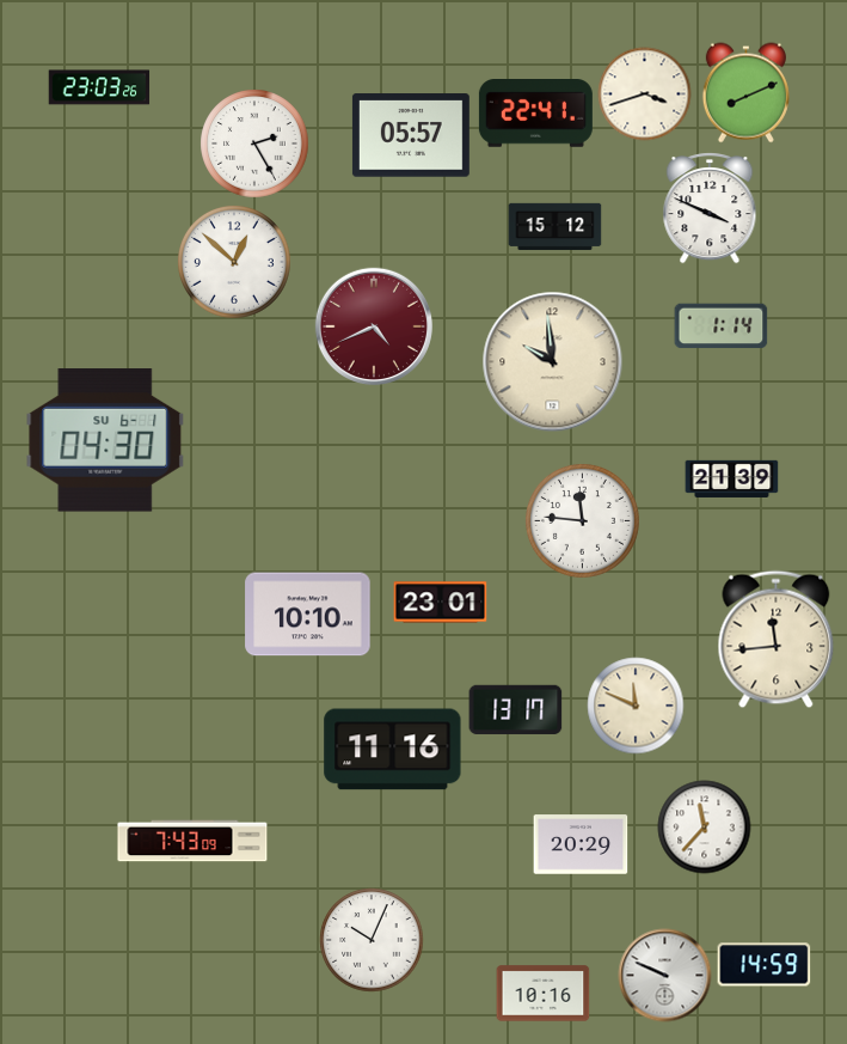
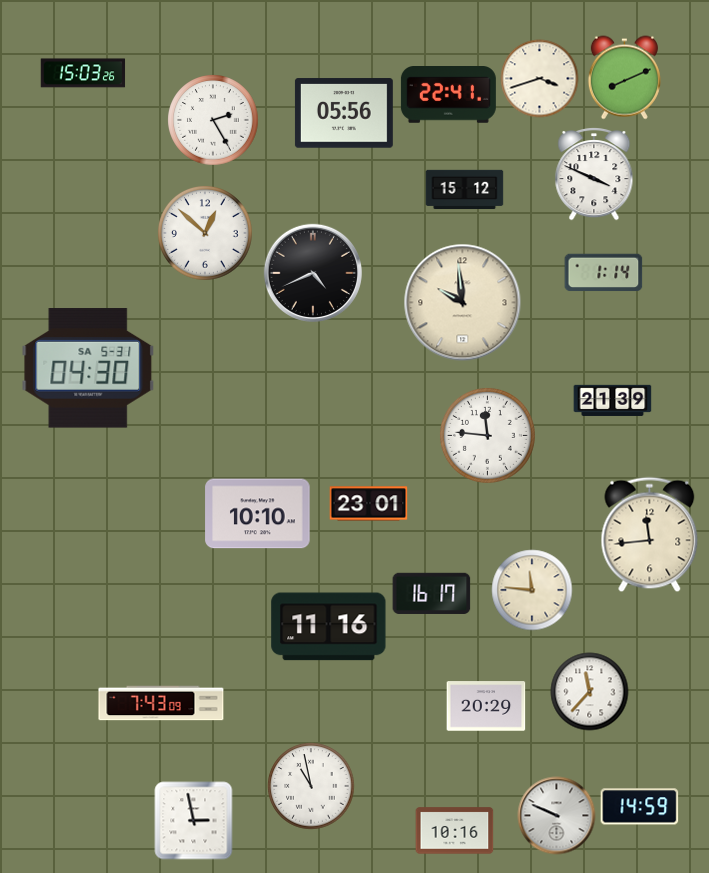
clock at (99, 87): 23:03 -> 15:03
clock at (411, 135): 05:57 -> 05:56
clock at (234, 262) position: (234, 262) -> (205, 233)
clock at (374, 326) dial: burgundy -> black
clock at (105, 440) date: SU 6-1 -> SA 5-31
clock at (636, 706): 11:49 -> 11:46
clock at (515, 709): 13:17 -> 16:17
clock at (372, 940): 10:04 -> 10:58
clock at (193, 820): none -> 2:58
